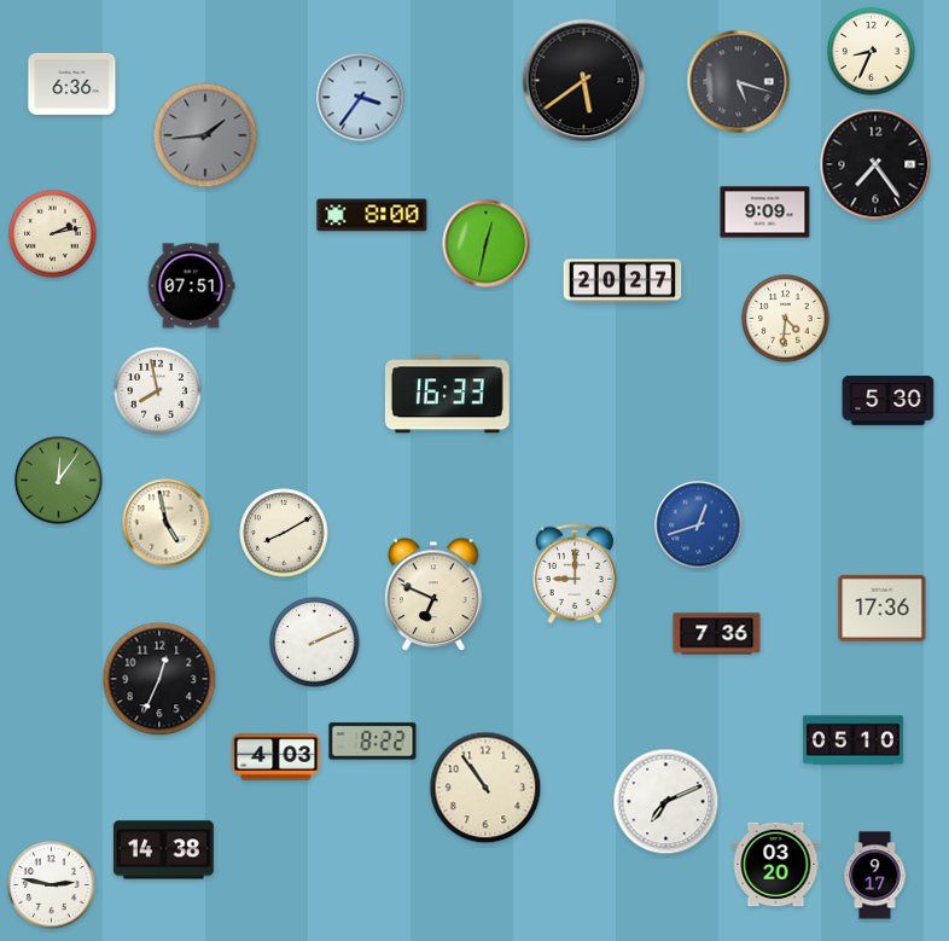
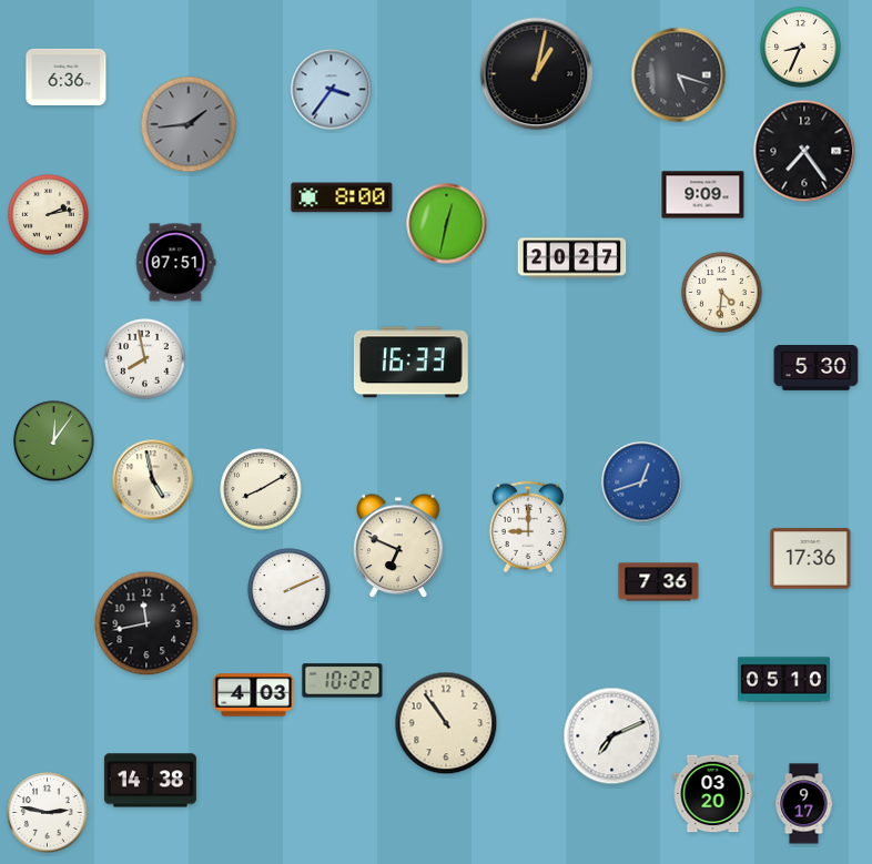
clock at (584, 81): 5:39 -> 1:02
clock at (159, 679): 12:34 -> 11:43
clock at (373, 742): 8:22 -> 10:22
